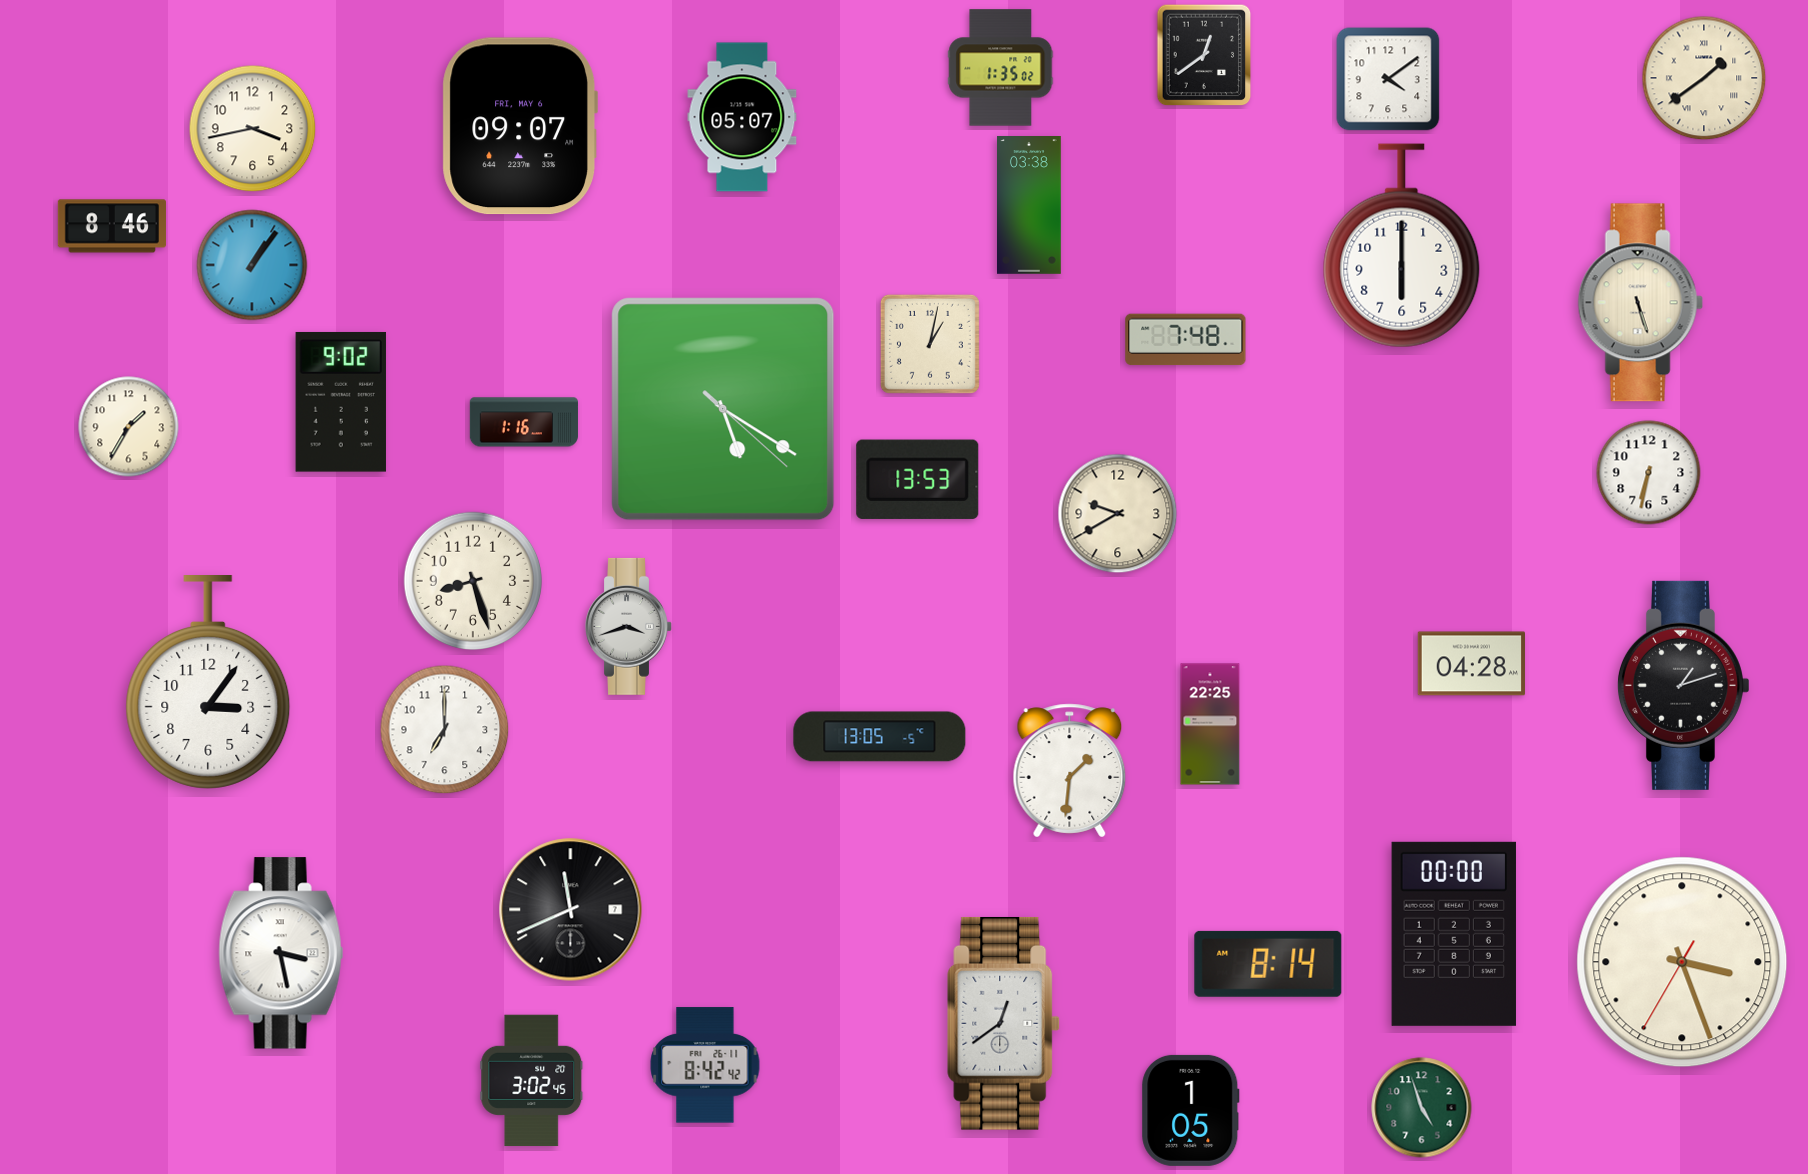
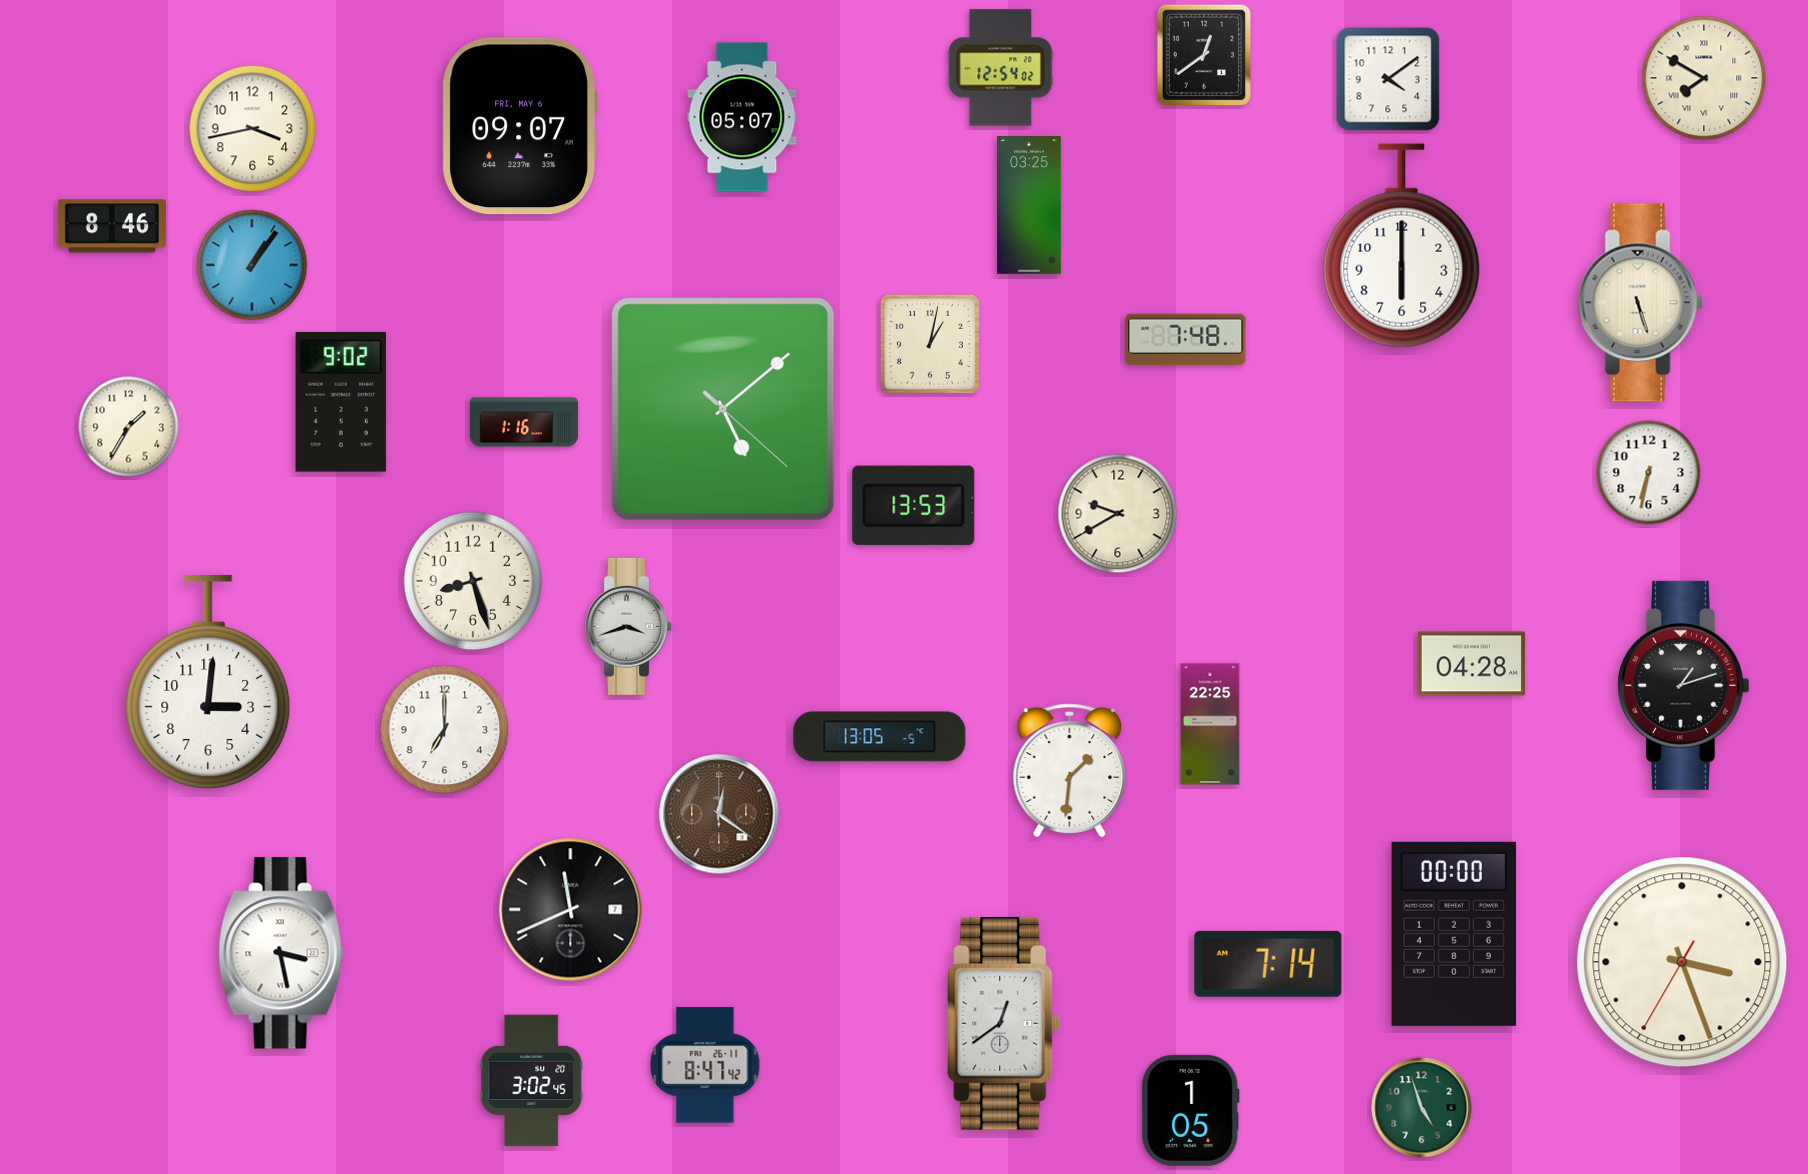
clock at (1001, 68): 1:35 -> 12:54
clock at (1704, 78): 1:39 -> 7:50
clock at (1030, 206): 03:38 -> 03:25
clock at (723, 409): 5:20 -> 5:08
clock at (918, 479) position: (918, 479) -> (914, 505)
clock at (208, 683): 3:06 -> 3:01
clock at (719, 814): none -> 12:21
clock at (1268, 964): 8:14 -> 7:14
clock at (705, 1065): 8:42 -> 8:47
